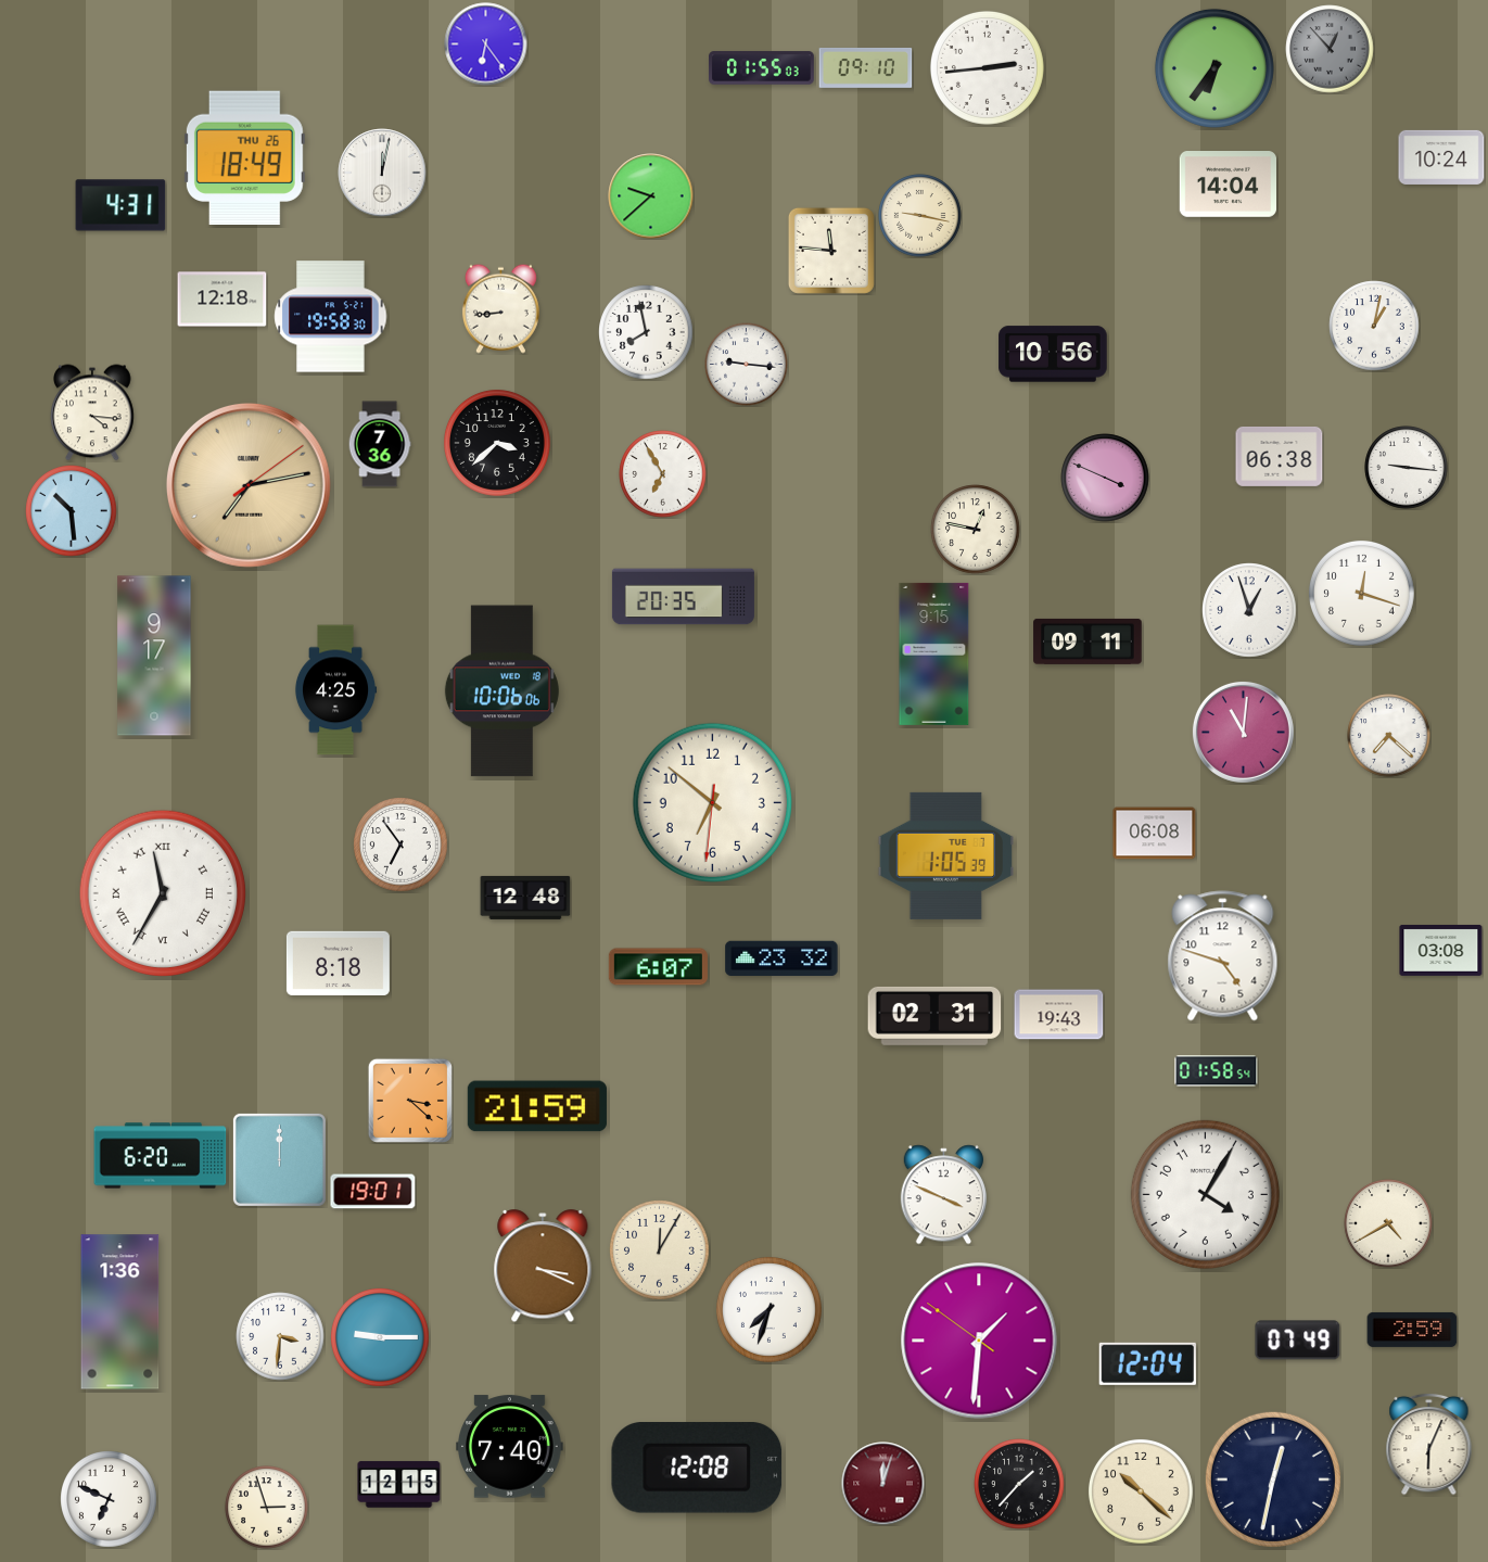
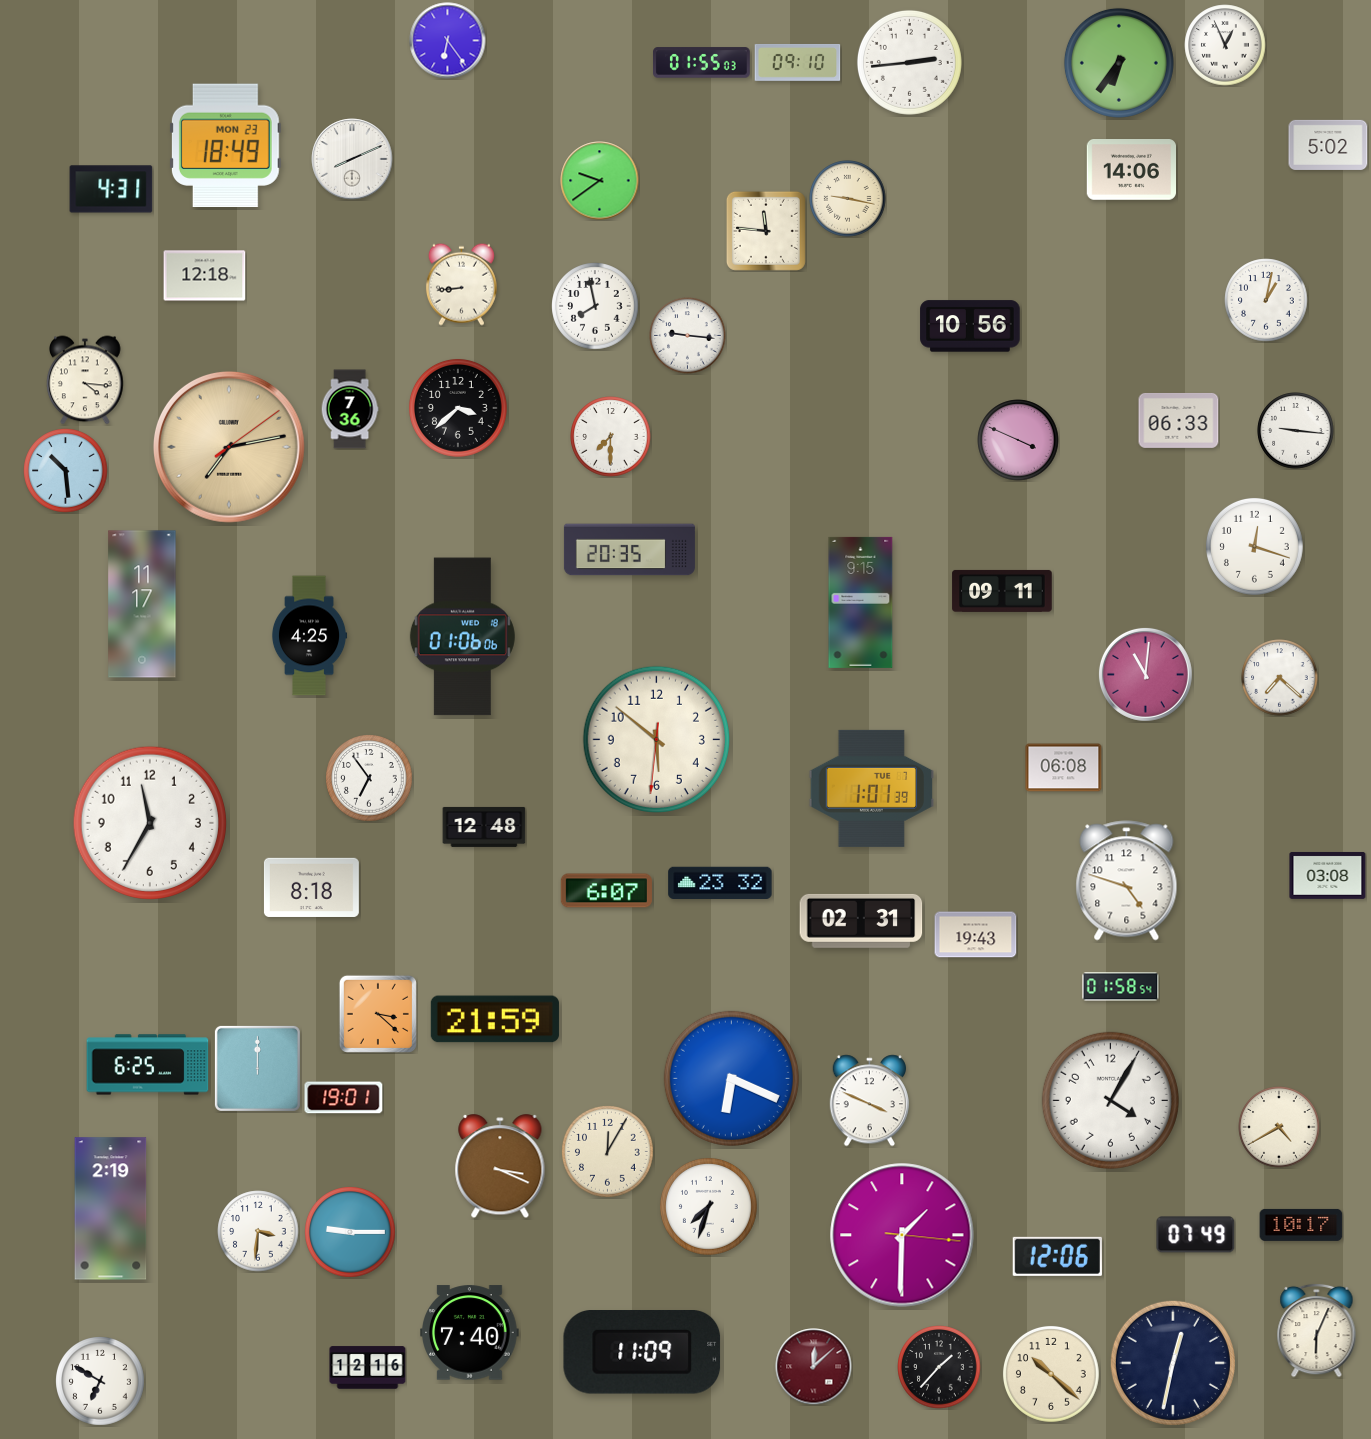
clock at (1330, 49): 12:53 -> 12:56
clock at (1330, 49) dial: grey -> white
clock at (244, 157) date: THU 26 -> MON 23
clock at (1441, 157): 10:24 -> 5:02
clock at (382, 173): 12:02 -> 8:11
clock at (1228, 185): 14:04 -> 14:06
clock at (651, 196): 9:38 -> 9:39
clock at (331, 317): 19:58 -> none
clock at (1280, 456): 06:38 -> 06:33
clock at (663, 474): 6:55 -> 7:30
clock at (976, 530): 12:47 -> none
clock at (1249, 610): 12:57 -> none
clock at (154, 656): 9:17 -> 11:17
clock at (501, 691): 10:06 -> 01:06
clock at (712, 802): 6:51 -> 5:51
clock at (946, 855): 1:05 -> 1:01
clock at (162, 892) numerals: Roman -> Arabic
clock at (934, 1016) position: (934, 1016) -> (861, 921)
clock at (161, 1156): 6:20 -> 6:25
clock at (731, 1078): none -> 6:19
clock at (120, 1312): 1:36 -> 2:19
clock at (1412, 1330): 2:59 -> 10:17
clock at (979, 1341): 1:30:51 -> 1:30:16
clock at (1147, 1363): 12:04 -> 12:06
clock at (697, 1469): 12:08 -> 11:09
clock at (883, 1484): 12:03 -> 12:08
clock at (399, 1485): 12:15 -> 12:16
clock at (109, 1499): 6:49 -> 6:50
clock at (267, 1508): 2:57 -> none
